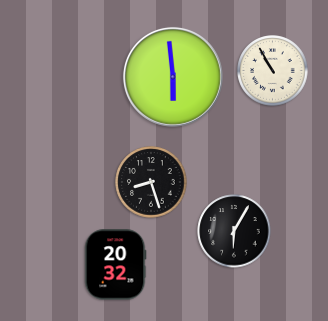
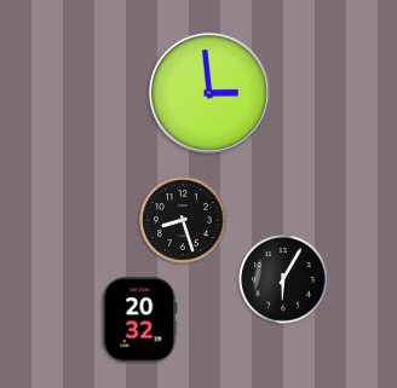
clock at (273, 71): 10:55 -> none
clock at (173, 77): 5:59 -> 2:59
